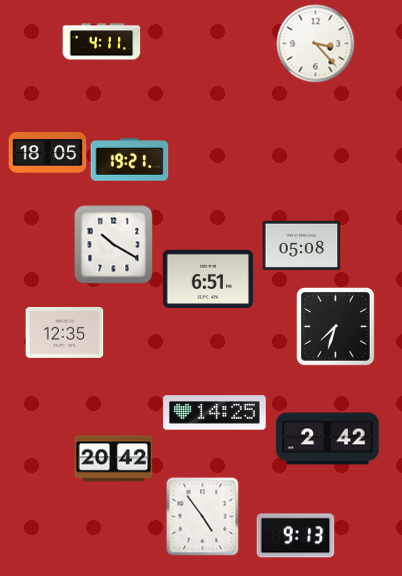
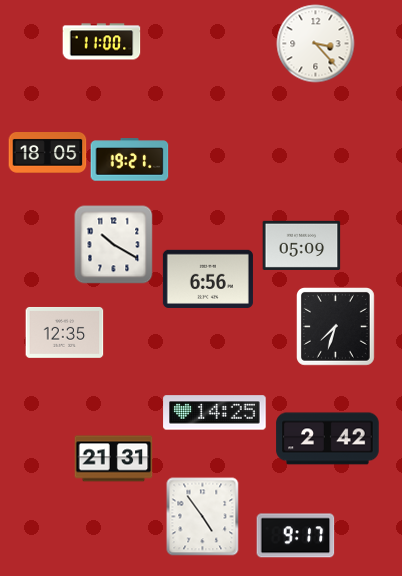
clock at (101, 42): 4:11 -> 11:00
clock at (301, 245): 05:08 -> 05:09
clock at (208, 279): 6:51 -> 6:56
clock at (113, 459): 20:42 -> 21:31
clock at (295, 536): 9:13 -> 9:17
